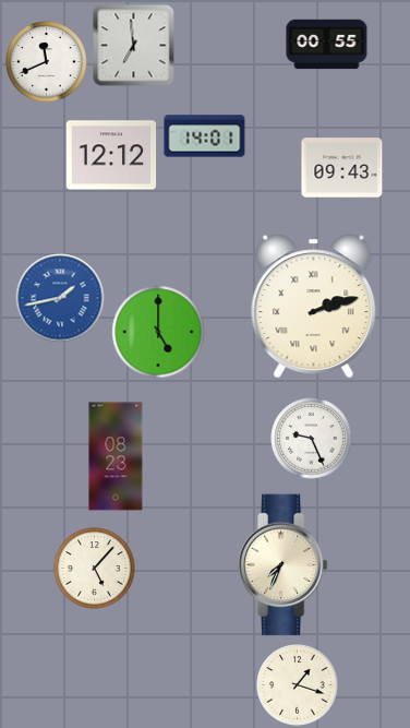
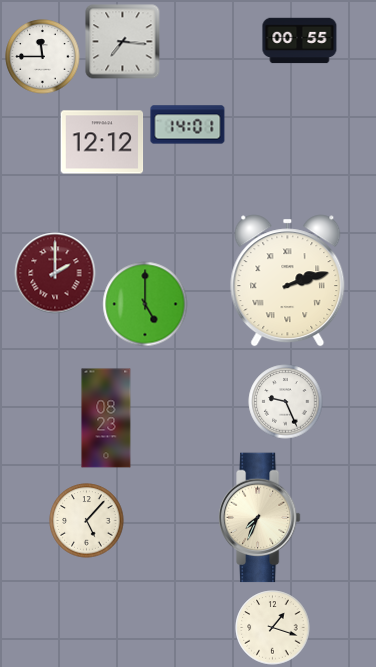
clock at (134, 46): 6:59 -> 7:16
clock at (47, 62): 11:41 -> 11:45
clock at (342, 168): 09:43 -> none
clock at (60, 298): 1:43 -> 2:00
clock at (60, 298) dial: blue -> burgundy
